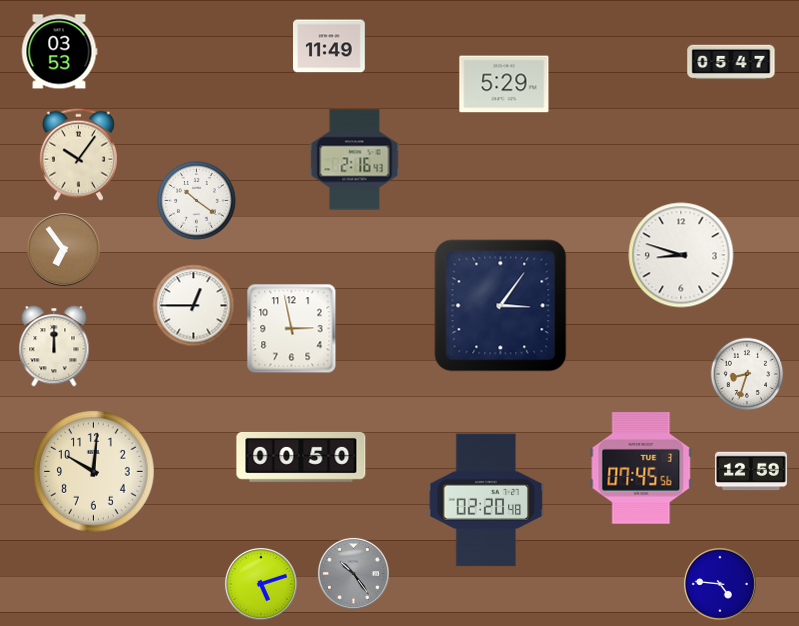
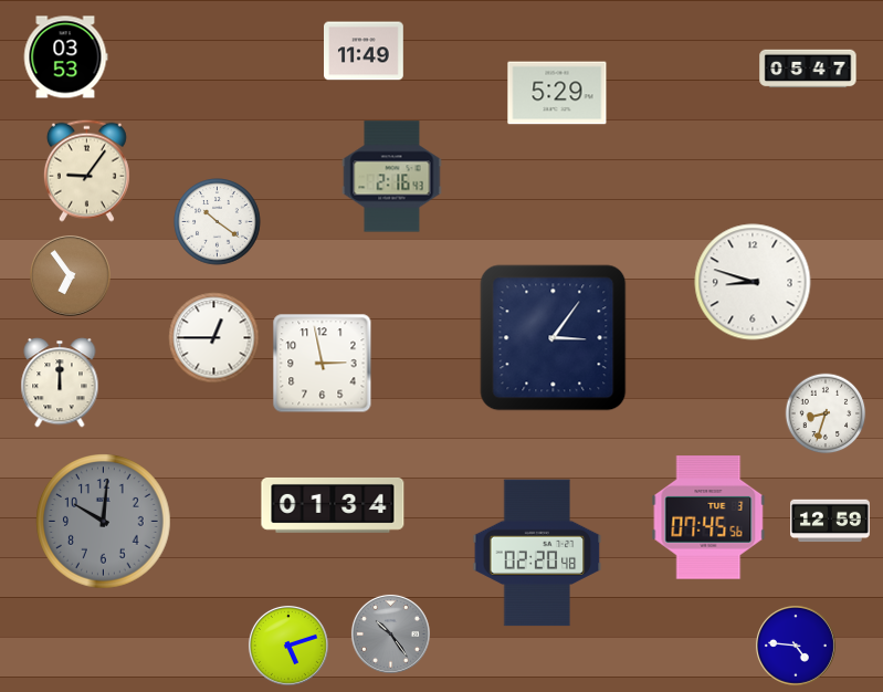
clock at (78, 154): 10:06 -> 9:06
clock at (301, 457): 00:50 -> 01:34
clock at (94, 472) dial: cream -> grey
